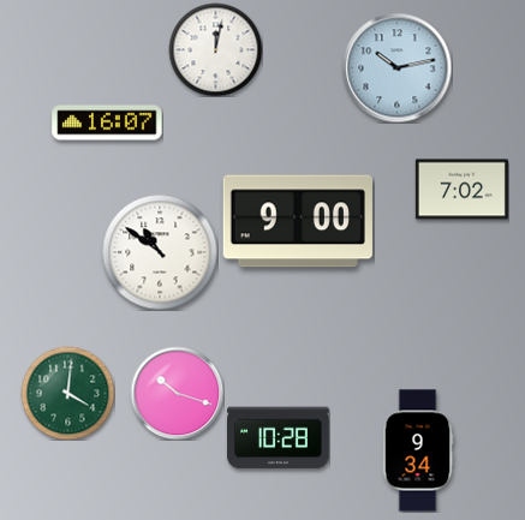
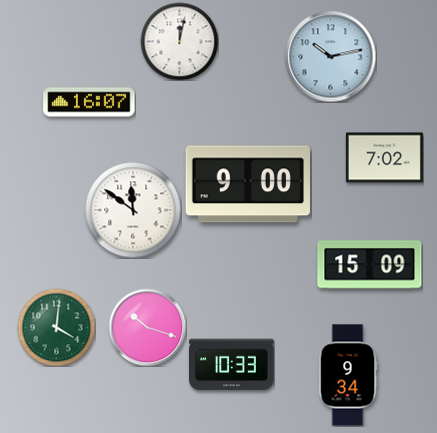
clock at (160, 252): 10:51 -> 11:51
clock at (370, 265): none -> 15:09
clock at (279, 438): 10:28 -> 10:33
